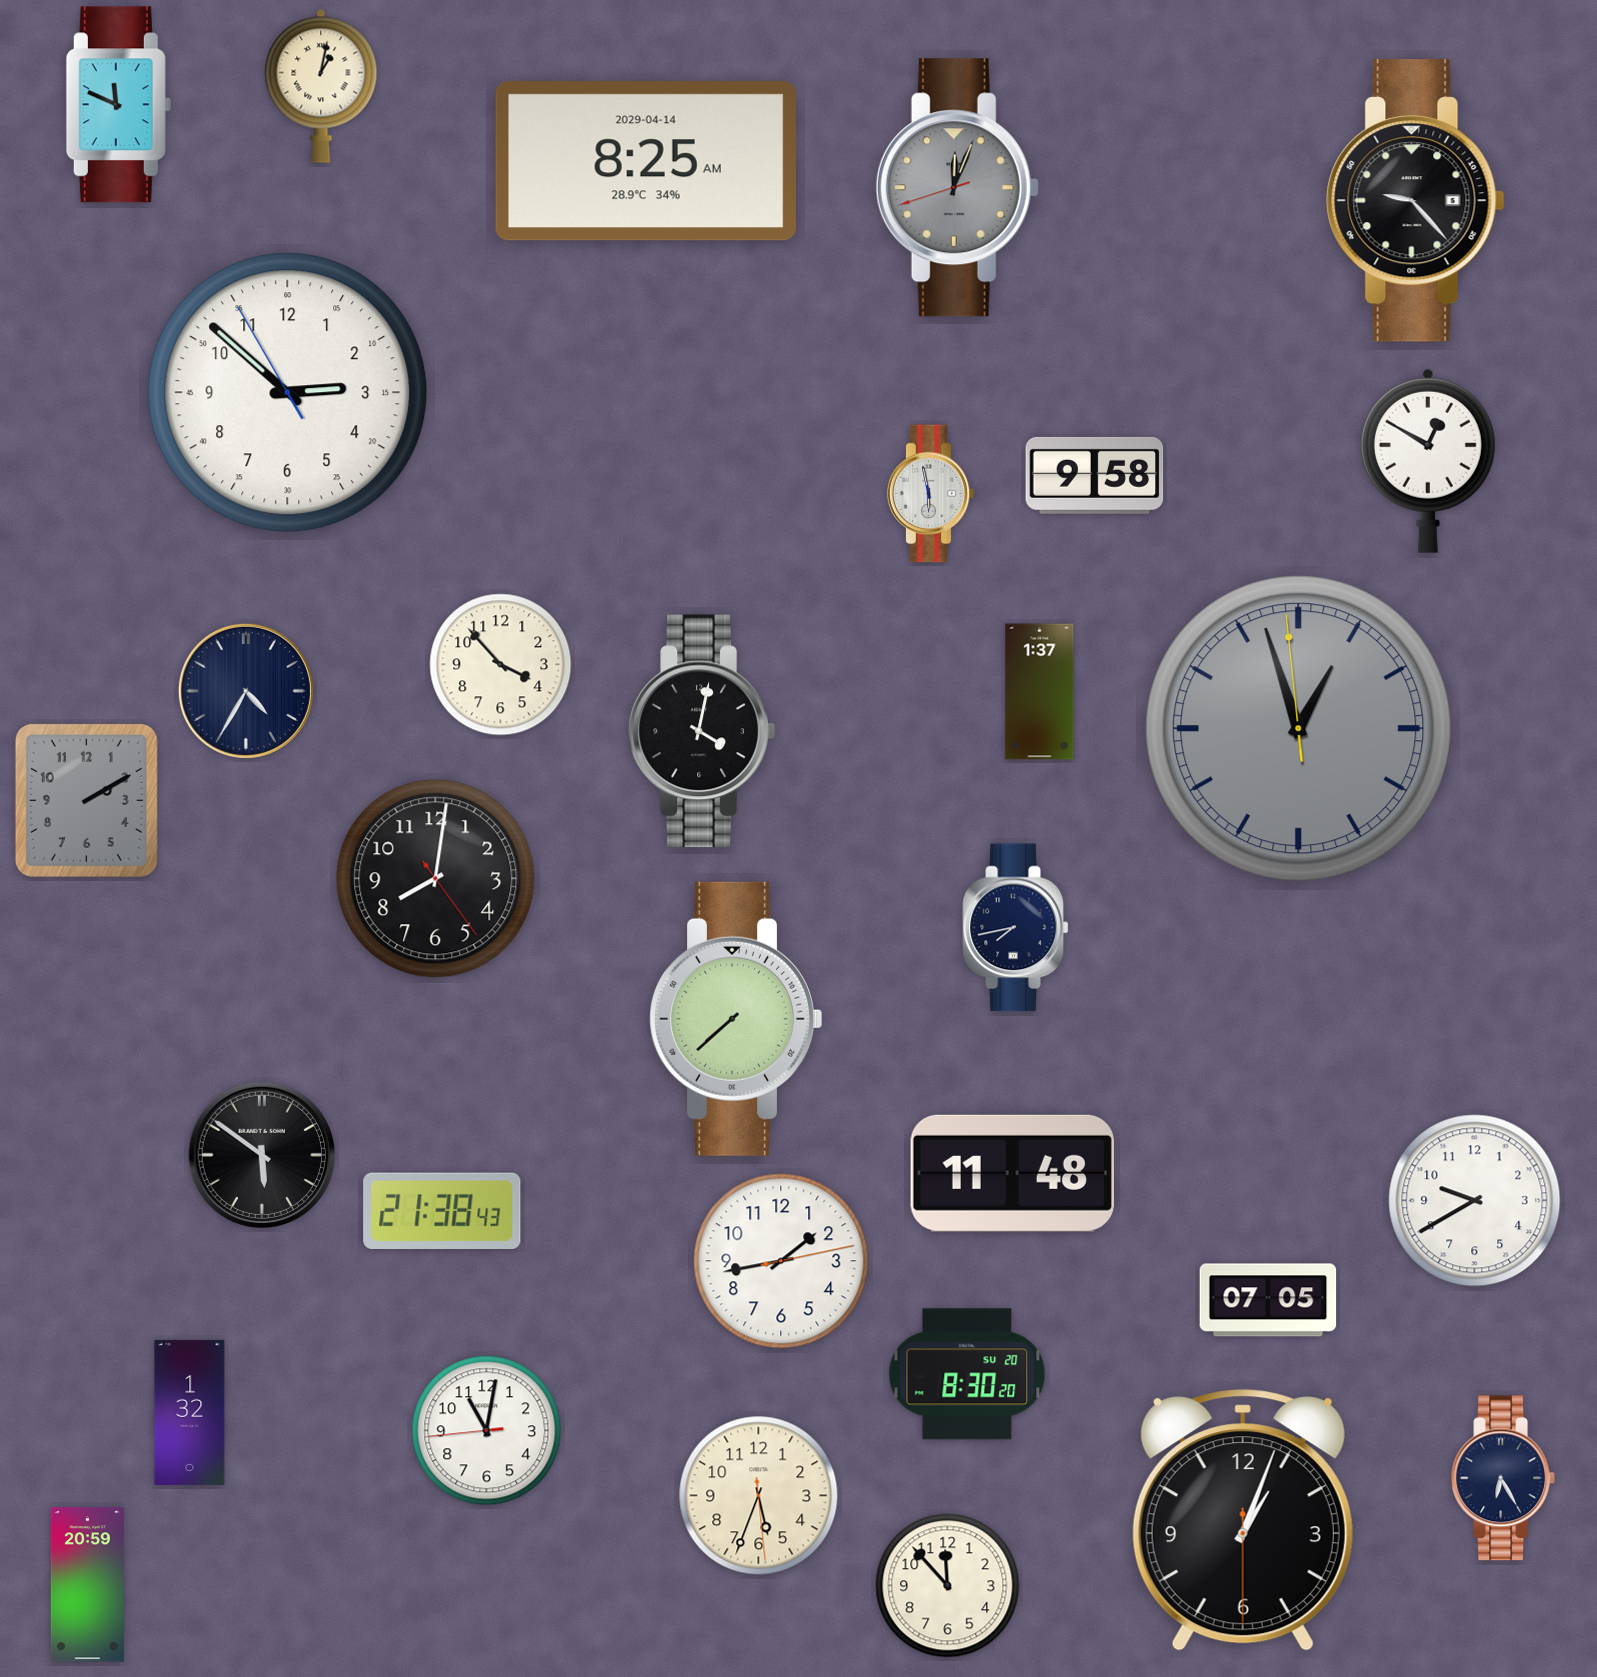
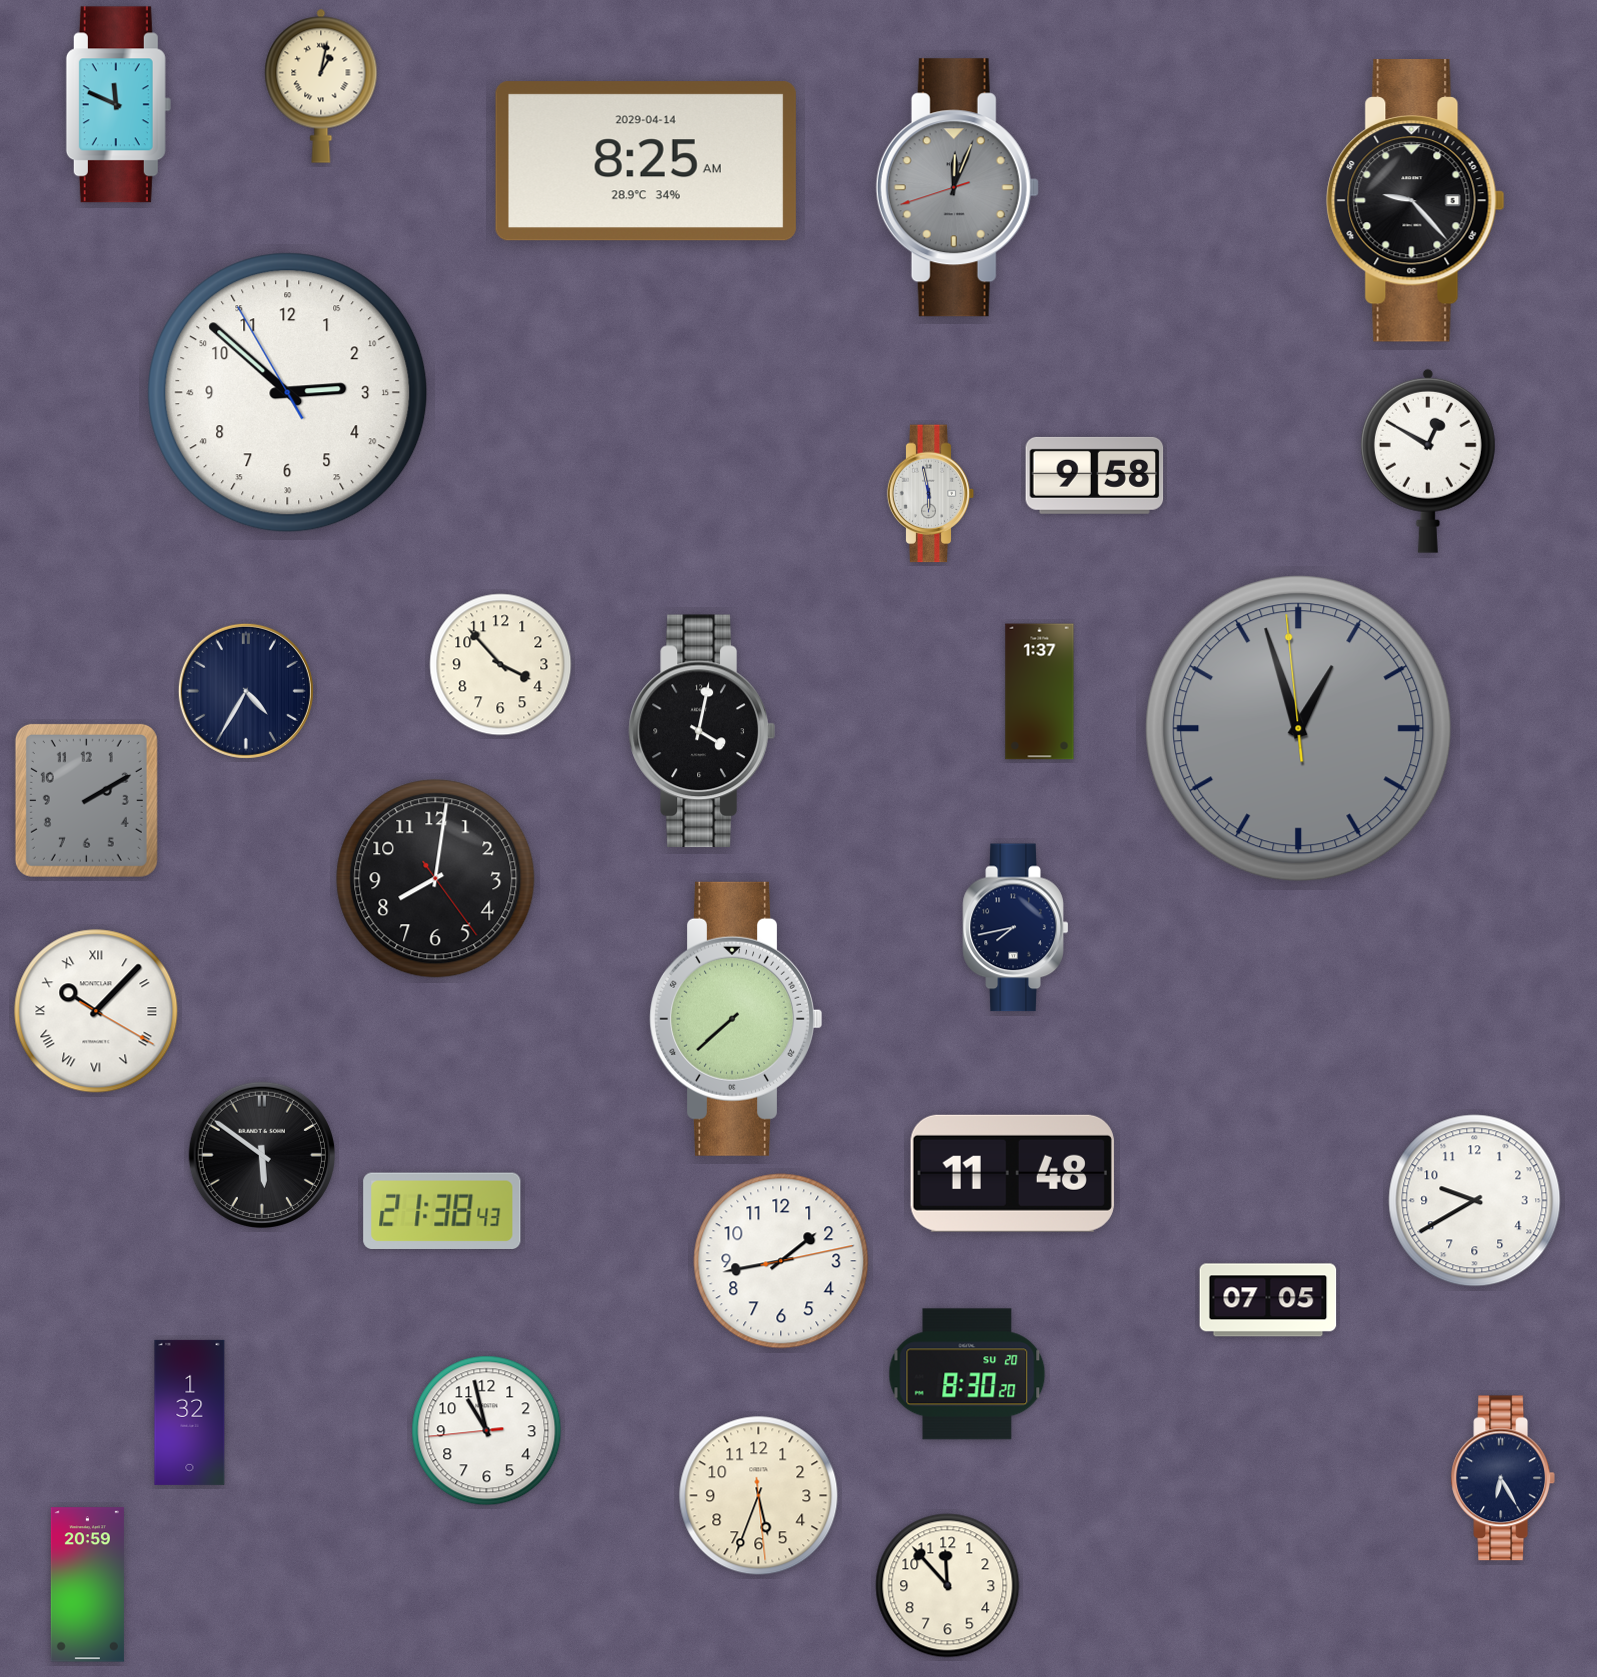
clock at (96, 1011): none -> 10:07
clock at (487, 1431): 11:01 -> 10:57
clock at (1243, 1520): 1:03 -> none
